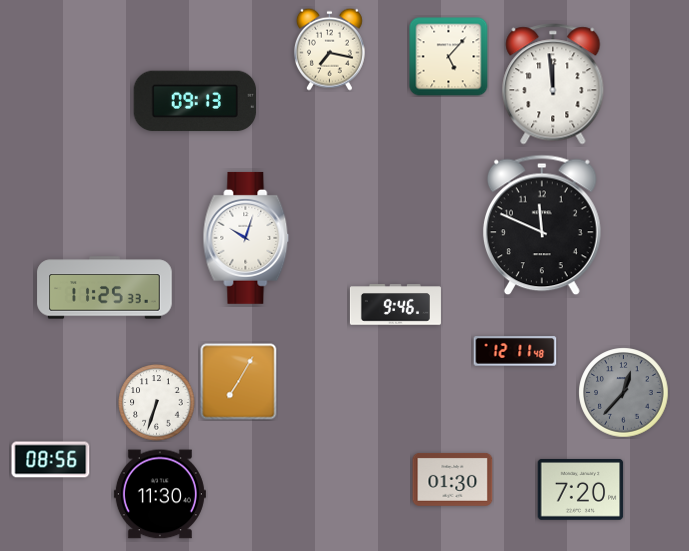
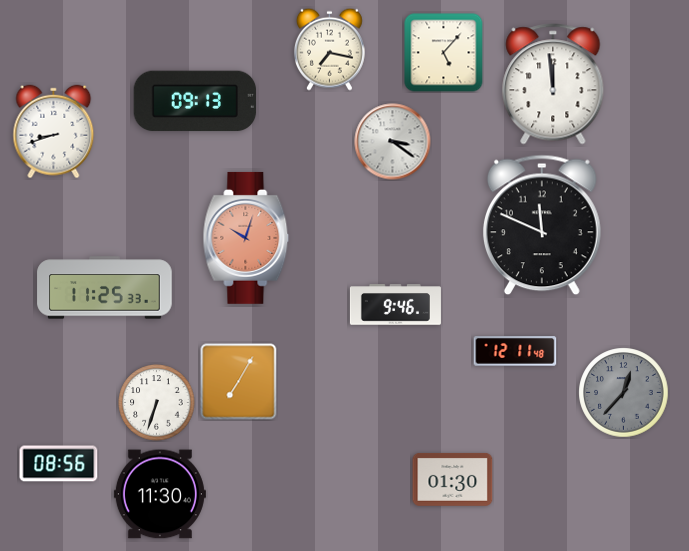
clock at (449, 57) position: (449, 57) -> (444, 53)
clock at (54, 132): none -> 8:42
clock at (393, 142): none -> 3:21
clock at (246, 238) dial: white -> salmon
clock at (51, 460) position: (51, 460) -> (59, 464)
clock at (581, 490): 7:20 -> none
